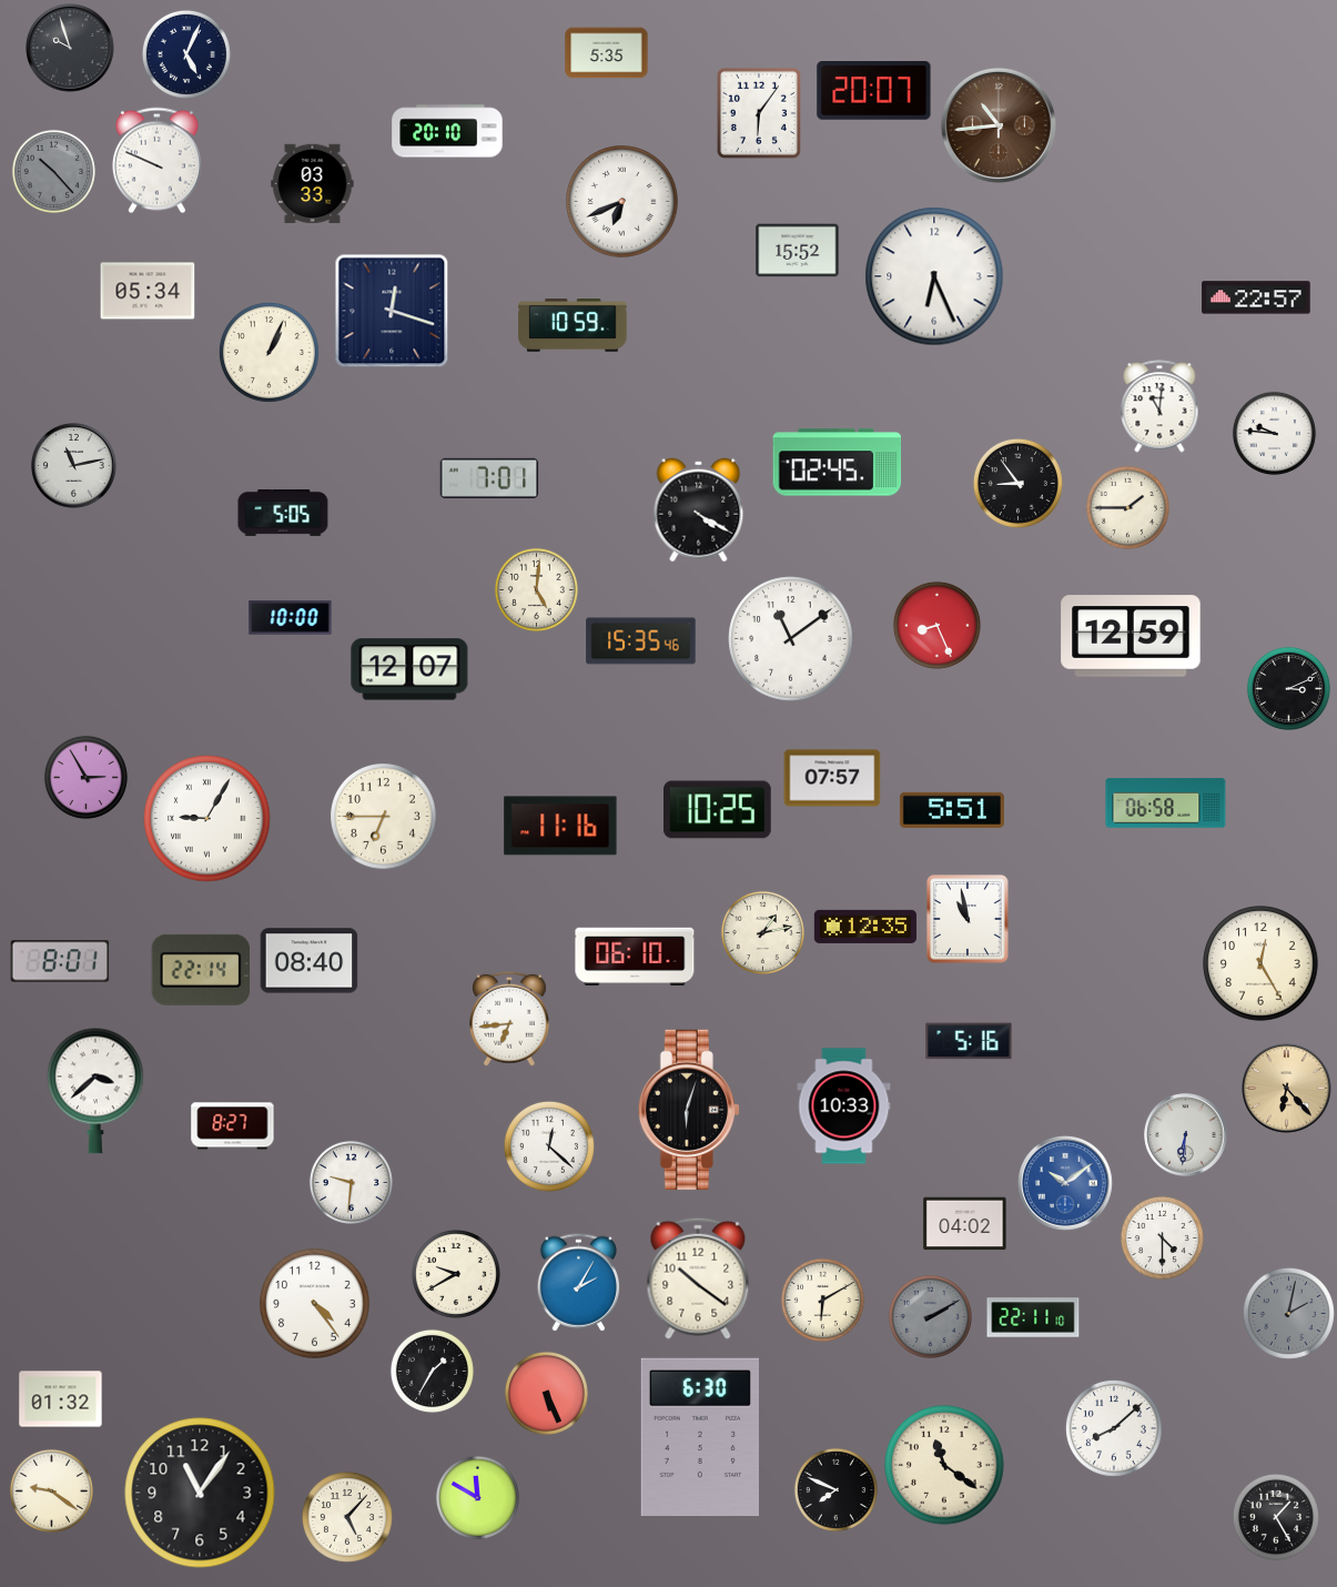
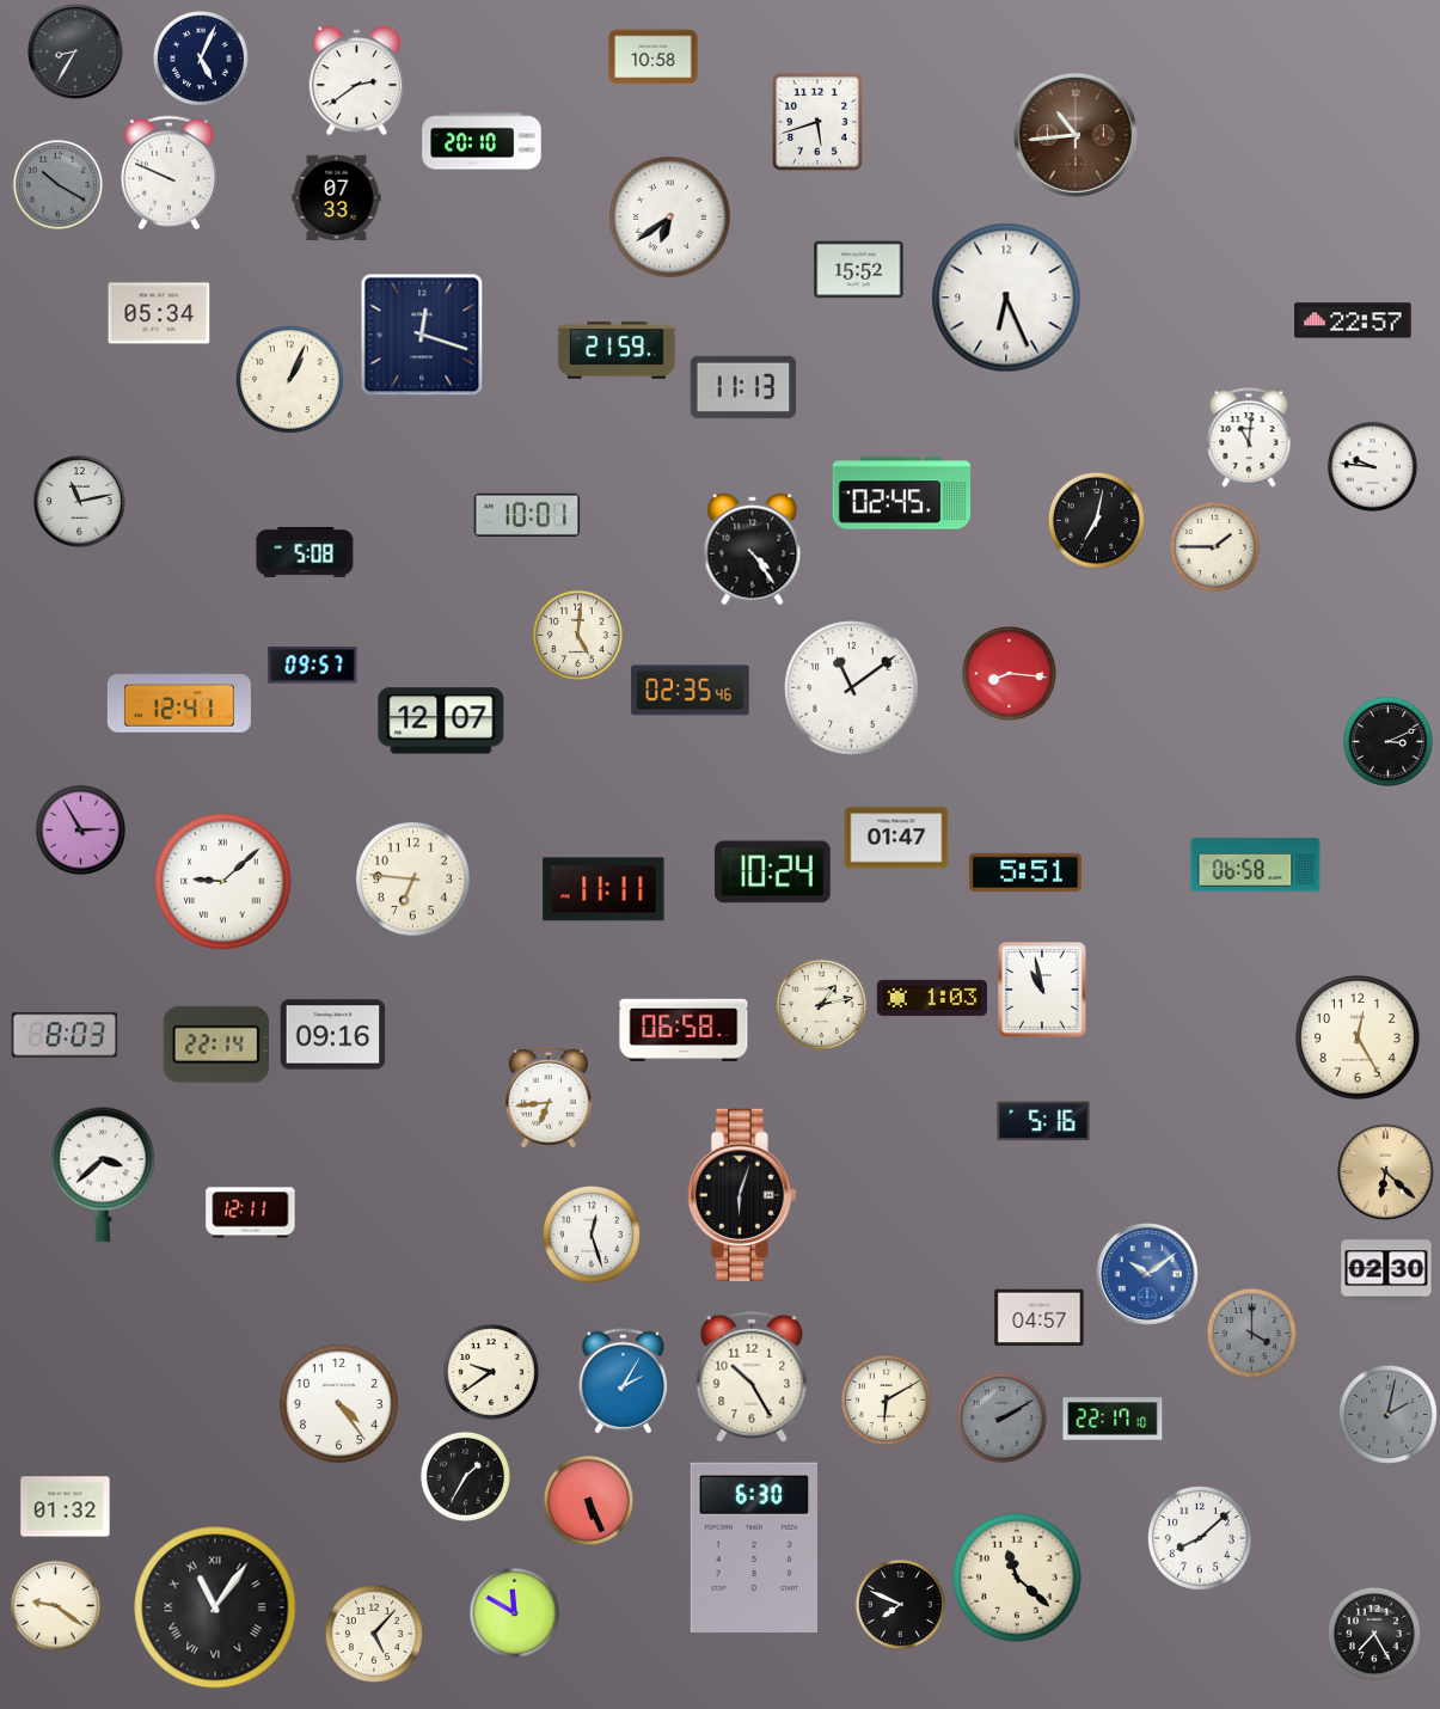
clock at (70, 48): 9:57 -> 8:35
clock at (607, 53): 5:35 -> 10:58
clock at (356, 81): none -> 2:39
clock at (874, 91): 20:07 -> none
clock at (759, 113): 6:06 -> 5:42
clock at (53, 171): 10:23 -> 10:20
clock at (313, 184): 03:33 -> 07:33
clock at (622, 202): 6:41 -> 6:39
clock at (573, 325): 10:59 -> 21:59
clock at (743, 387): none -> 11:13
clock at (838, 463) position: (838, 463) -> (902, 494)
clock at (489, 478): 7:01 -> 10:01
clock at (1017, 483): 8:54 -> 7:02
clock at (699, 511): 4:20 -> 4:24
clock at (283, 513): 5:05 -> 5:08
clock at (291, 618): 10:00 -> 09:57
clock at (936, 625): 8:26 -> 8:16
clock at (1131, 636): 12:59 -> none
clock at (641, 641): 15:35 -> 02:35
clock at (179, 702): none -> 12:41
clock at (85, 777) position: (85, 777) -> (80, 829)
clock at (832, 778): 07:57 -> 01:47
clock at (718, 810): 10:25 -> 10:24
clock at (384, 817): 6:45 -> 6:46
clock at (207, 819): 9:05 -> 9:08
clock at (560, 826): 11:16 -> 11:11
clock at (865, 927): 12:35 -> 1:03
clock at (635, 956): 06:10 -> 06:58
clock at (60, 961): 8:01 -> 8:03
clock at (310, 961): 08:40 -> 09:16
clock at (1287, 1089): 6:23 -> 6:22
clock at (844, 1106): 10:33 -> none
clock at (233, 1126): 8:27 -> 12:11
clock at (1186, 1135): 6:31 -> none
clock at (549, 1146): 12:22 -> 12:27
clock at (1386, 1272): none -> 02:30
clock at (351, 1182): 9:31 -> none
clock at (965, 1224): 04:02 -> 04:57
clock at (1162, 1237): 4:30 -> 4:00
clock at (1162, 1237) dial: white -> grey
clock at (456, 1274): 9:40 -> 9:39
clock at (698, 1278): 10:21 -> 10:25
clock at (1033, 1317): 22:11 -> 22:17
clock at (944, 1465): 11:21 -> 11:22
clock at (200, 1493) numerals: Arabic -> Roman
clock at (1276, 1517): 1:25 -> 7:25
